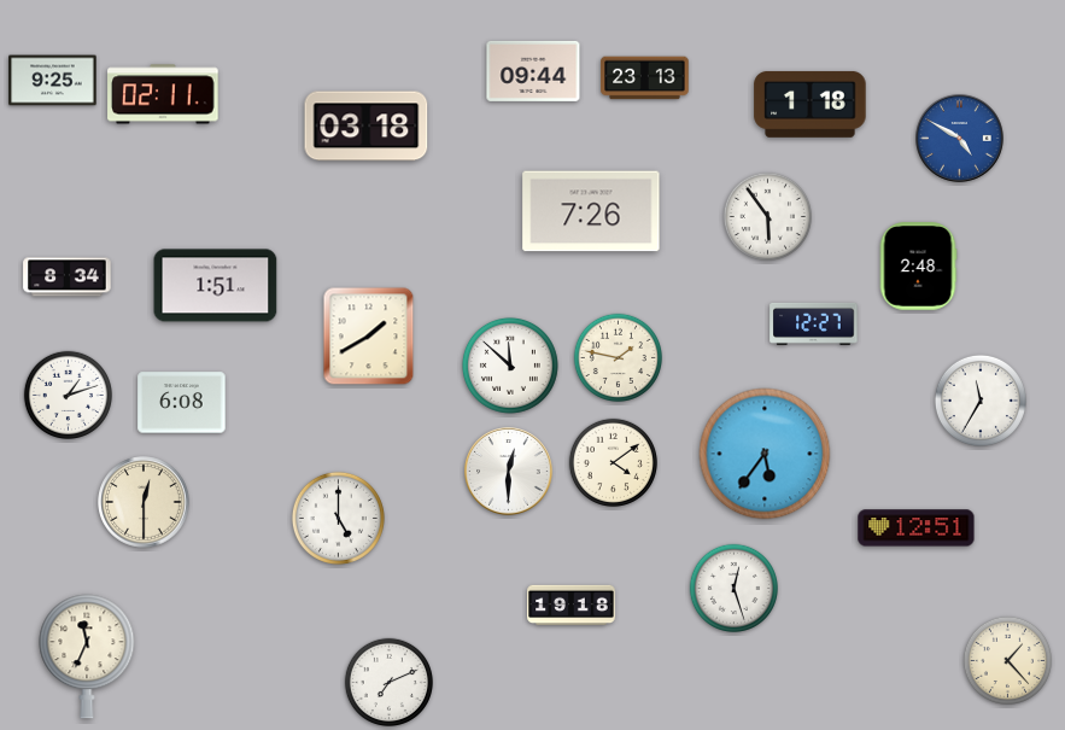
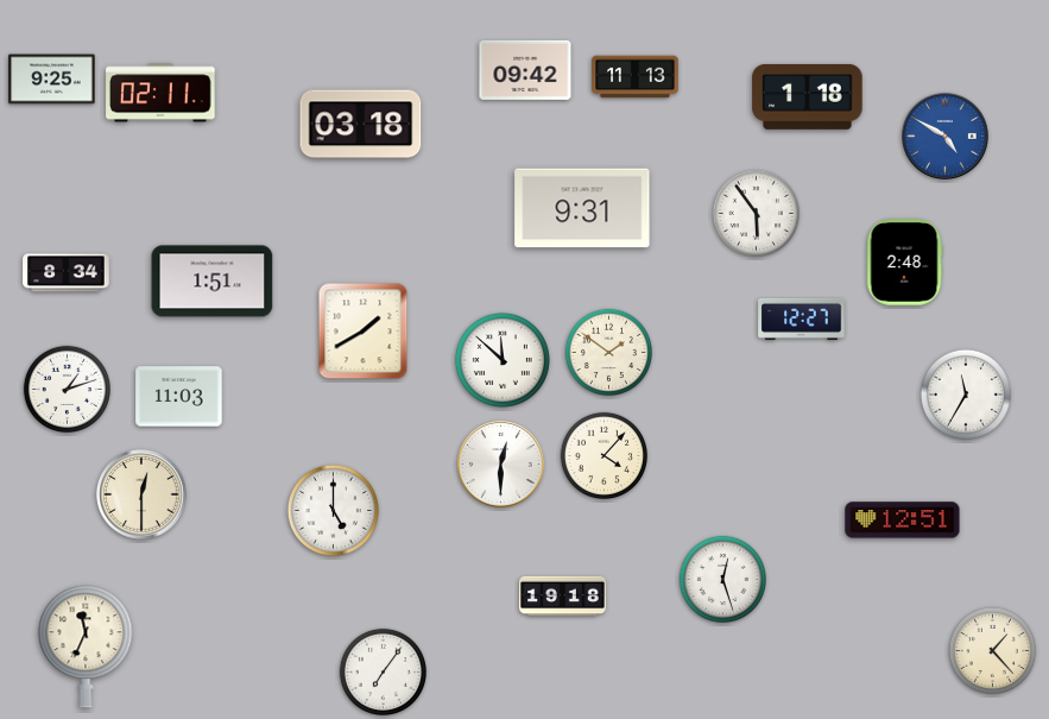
clock at (533, 71): 09:44 -> 09:42
clock at (645, 78): 23:13 -> 11:13
clock at (811, 104) position: (811, 104) -> (808, 96)
clock at (591, 211): 7:26 -> 9:31
clock at (618, 357): 1:47 -> 1:51
clock at (182, 403): 6:08 -> 11:03
clock at (765, 454): 5:36 -> none
clock at (613, 462): 4:09 -> 4:07
clock at (388, 682): 7:11 -> 7:06
